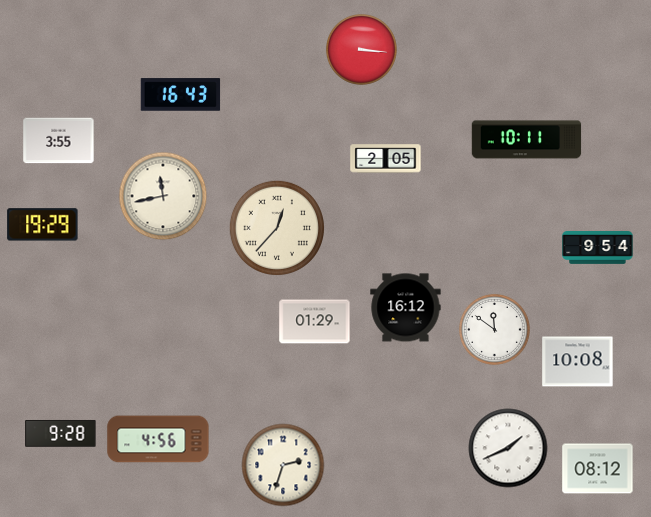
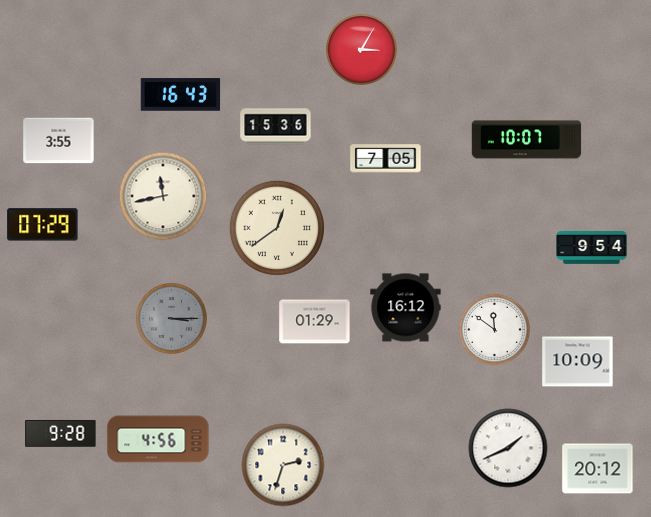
clock at (361, 49): 3:16 -> 3:05
clock at (276, 127): none -> 15:36
clock at (527, 140): 10:11 -> 10:07
clock at (386, 159): 2:05 -> 7:05
clock at (43, 225): 19:29 -> 07:29
clock at (277, 228): 12:37 -> 12:39
clock at (598, 248) position: (598, 248) -> (592, 248)
clock at (171, 318): none -> 3:15
clock at (578, 362): 10:08 -> 10:09
clock at (598, 469): 08:12 -> 20:12
